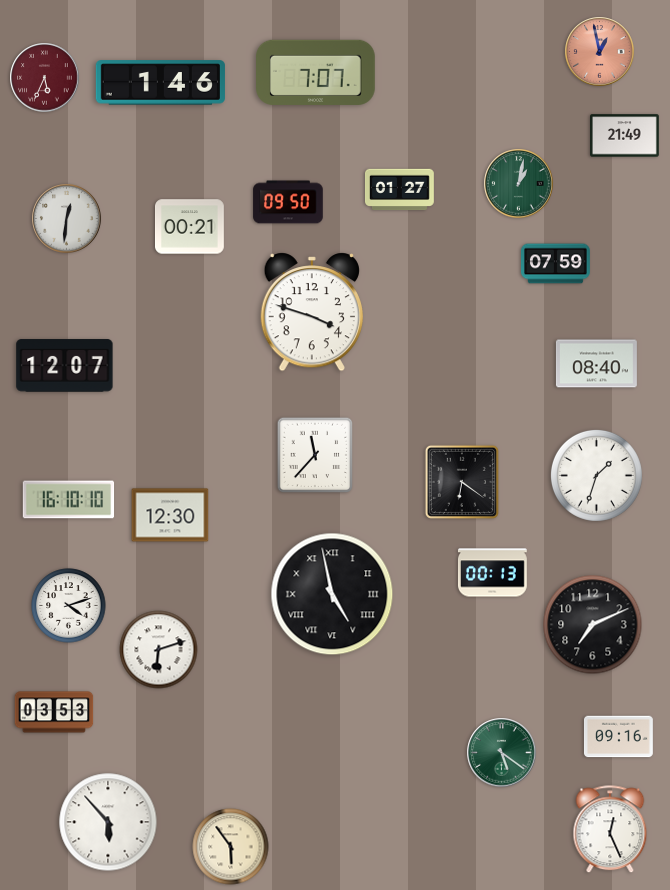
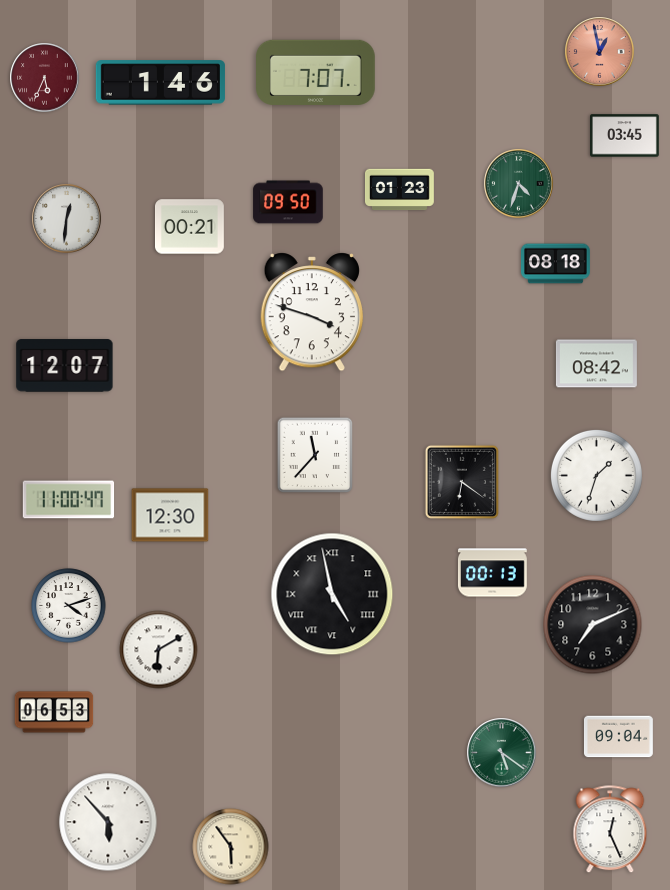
clock at (625, 136): 21:49 -> 03:45
clock at (519, 184): 1:02 -> 4:33
clock at (400, 190): 01:27 -> 01:23
clock at (556, 264): 07:59 -> 08:18
clock at (596, 364): 08:40 -> 08:42
clock at (69, 500): 16:10 -> 11:00
clock at (159, 650): 6:12 -> 6:10
clock at (54, 712): 03:53 -> 06:53
clock at (618, 737): 09:16 -> 09:04
